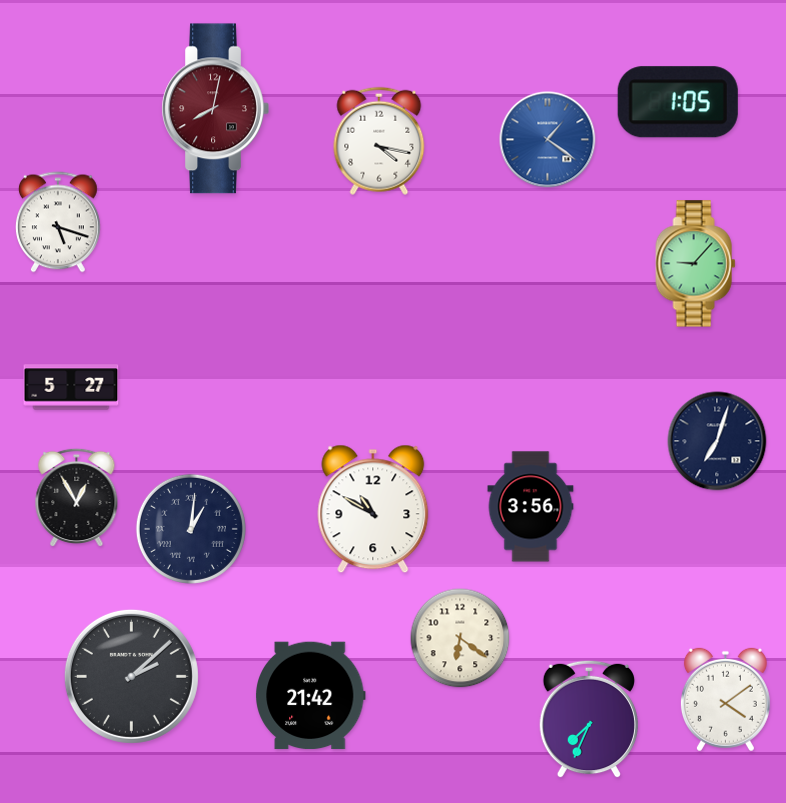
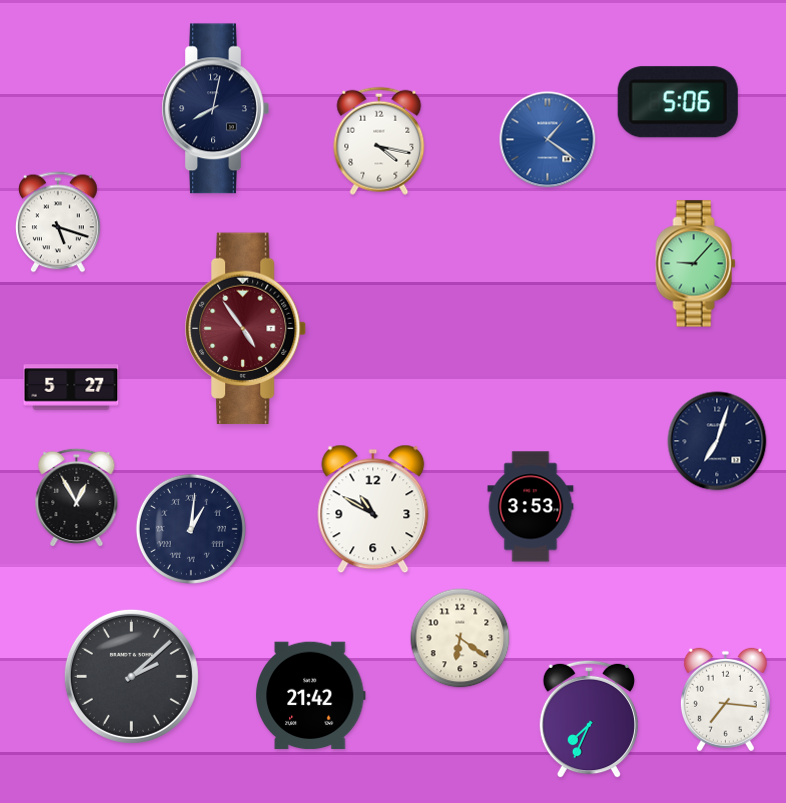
clock at (678, 102): 1:05 -> 5:06
clock at (215, 109) dial: burgundy -> navy
clock at (246, 329): none -> 4:54
clock at (531, 507): 3:56 -> 3:53
clock at (725, 700): 4:09 -> 7:16
